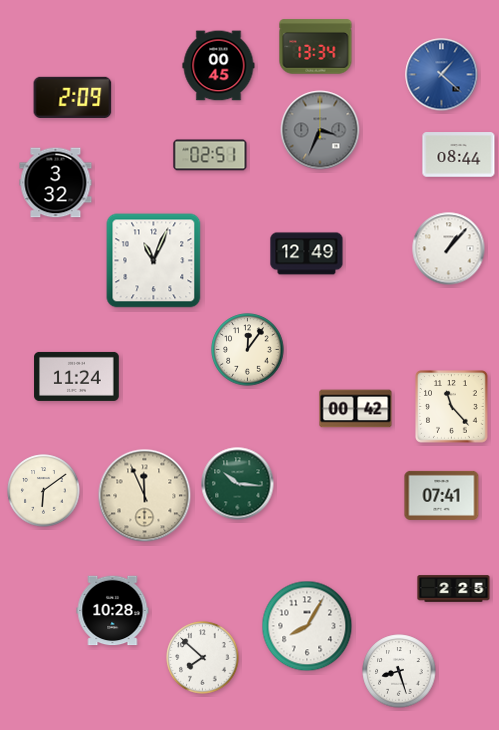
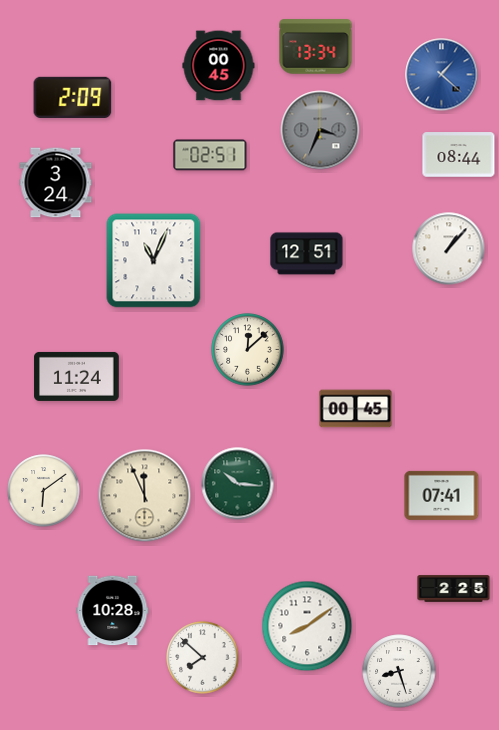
clock at (56, 183): 3:32 -> 3:24
clock at (307, 254): 12:49 -> 12:51
clock at (248, 350): 12:06 -> 12:08
clock at (452, 407): 11:23 -> none
clock at (356, 409): 00:42 -> 00:45
clock at (307, 626): 8:05 -> 8:09
